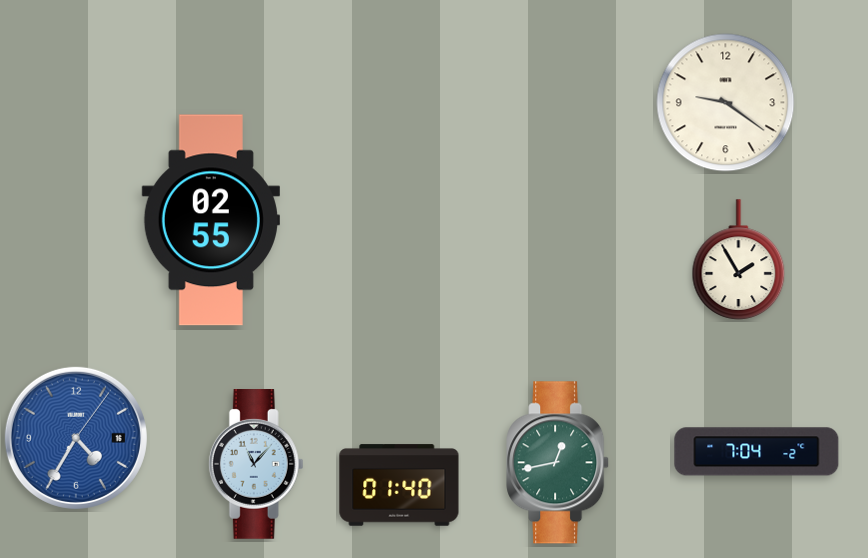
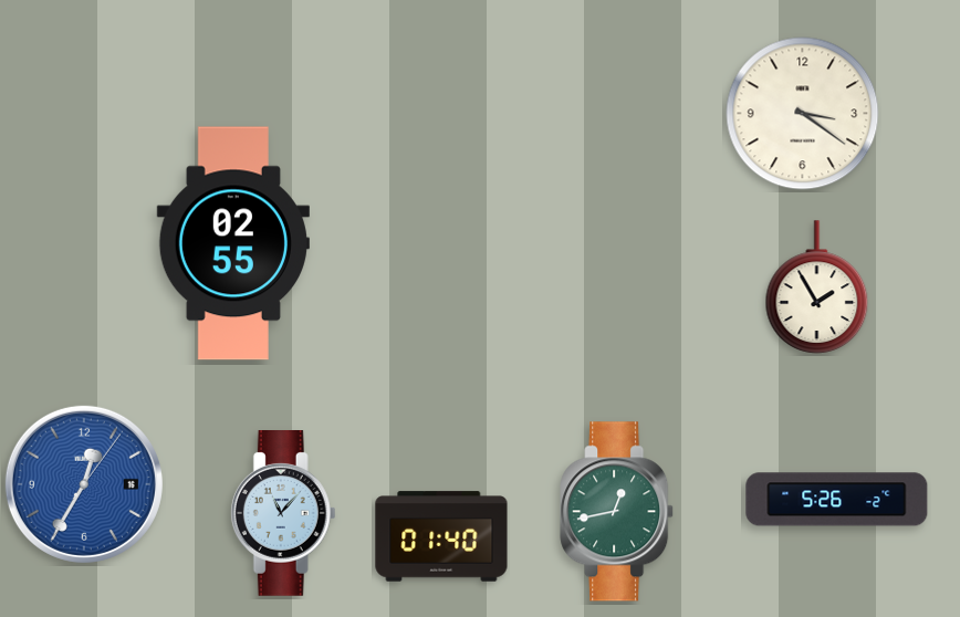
clock at (726, 103): 9:21 -> 3:21
clock at (76, 438): 4:35 -> 12:35
clock at (757, 452): 7:04 -> 5:26
